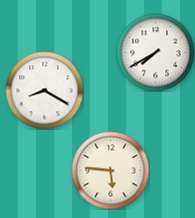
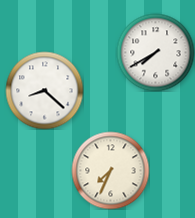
clock at (44, 90): 8:20 -> 8:22
clock at (110, 170): 5:46 -> 7:34
